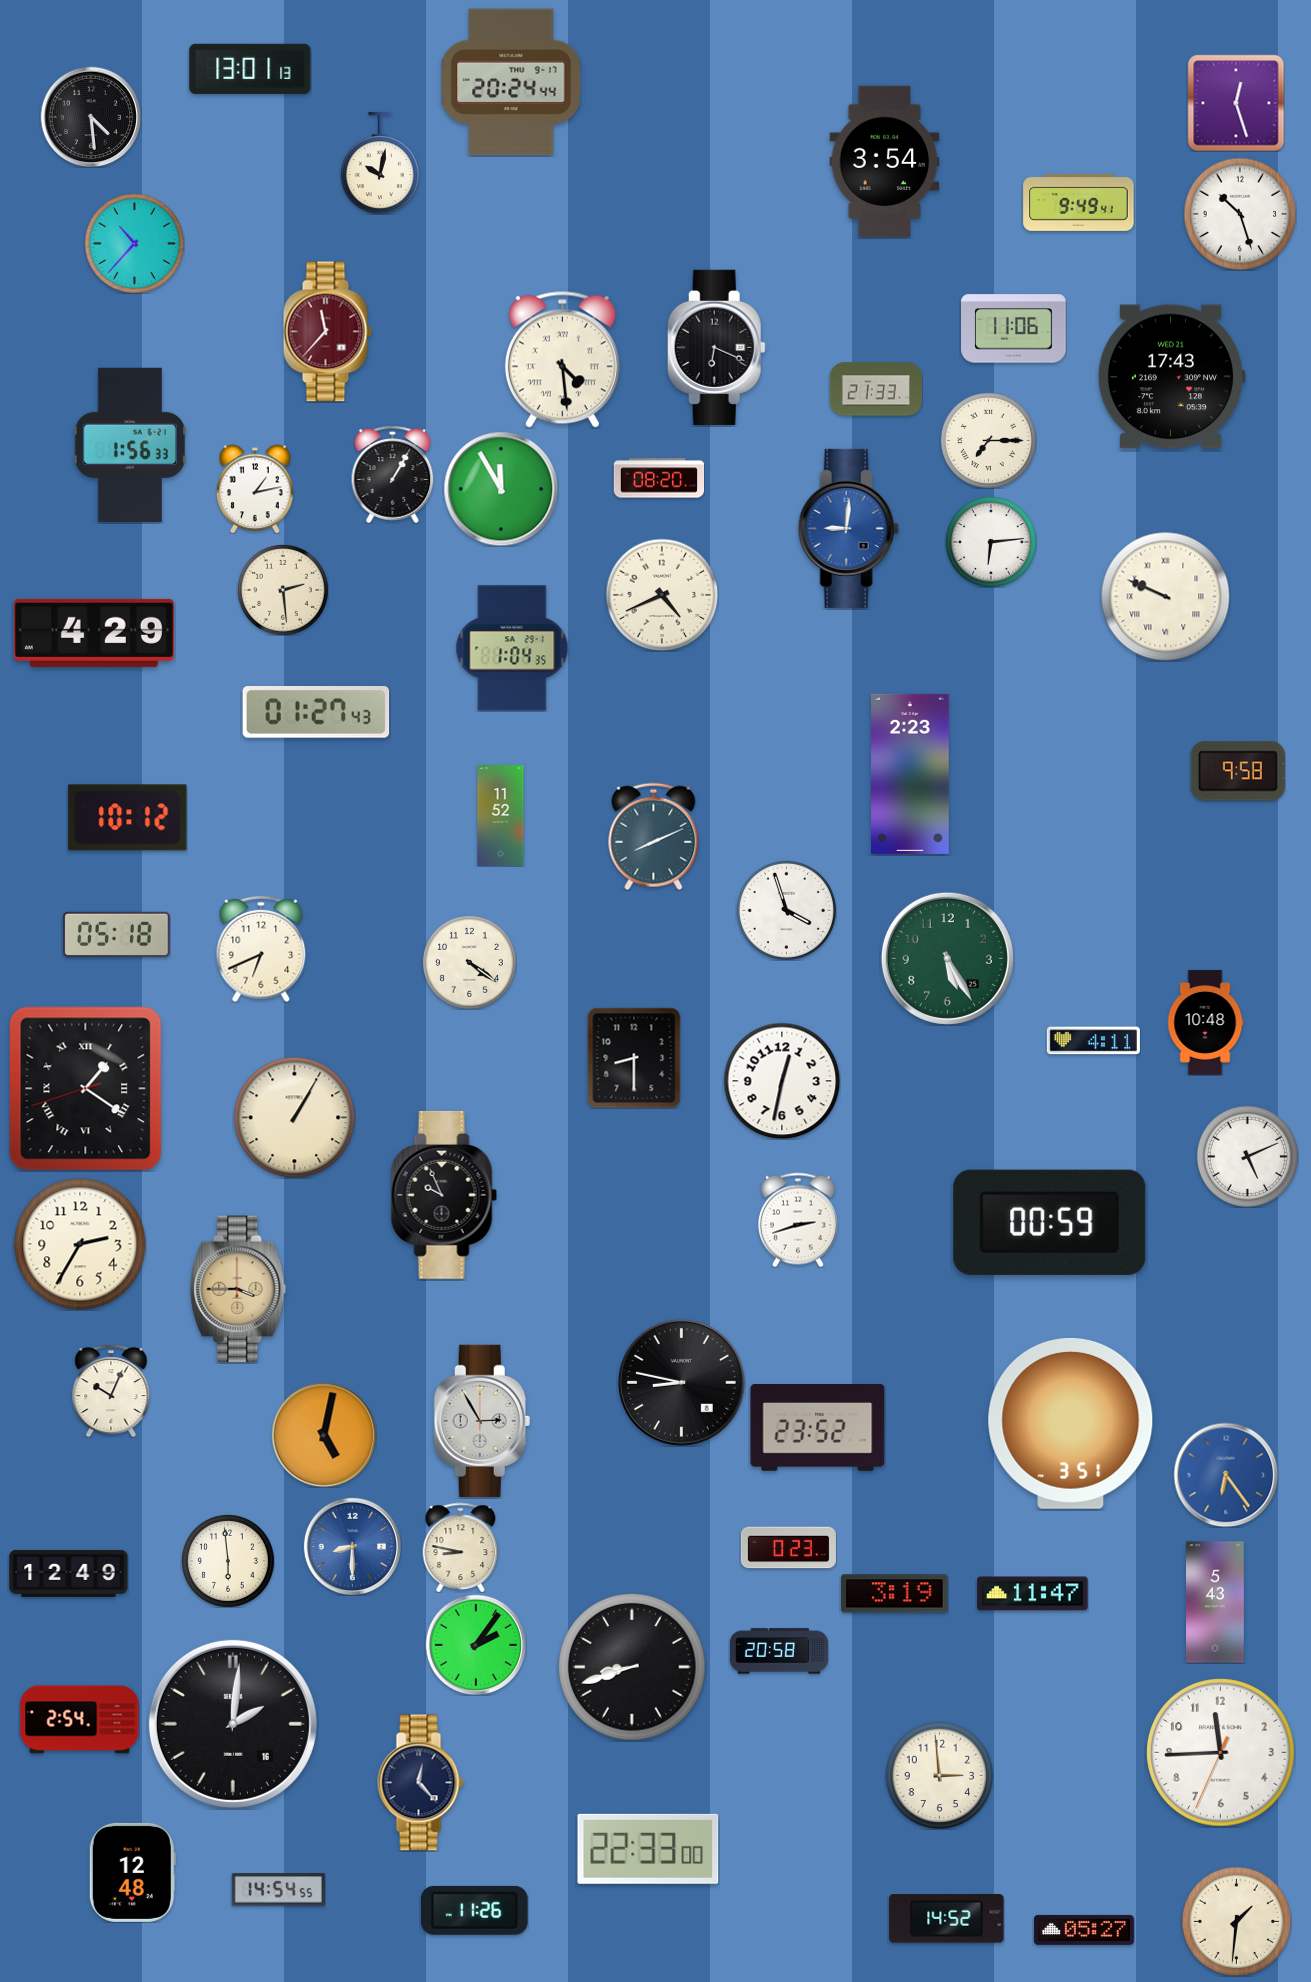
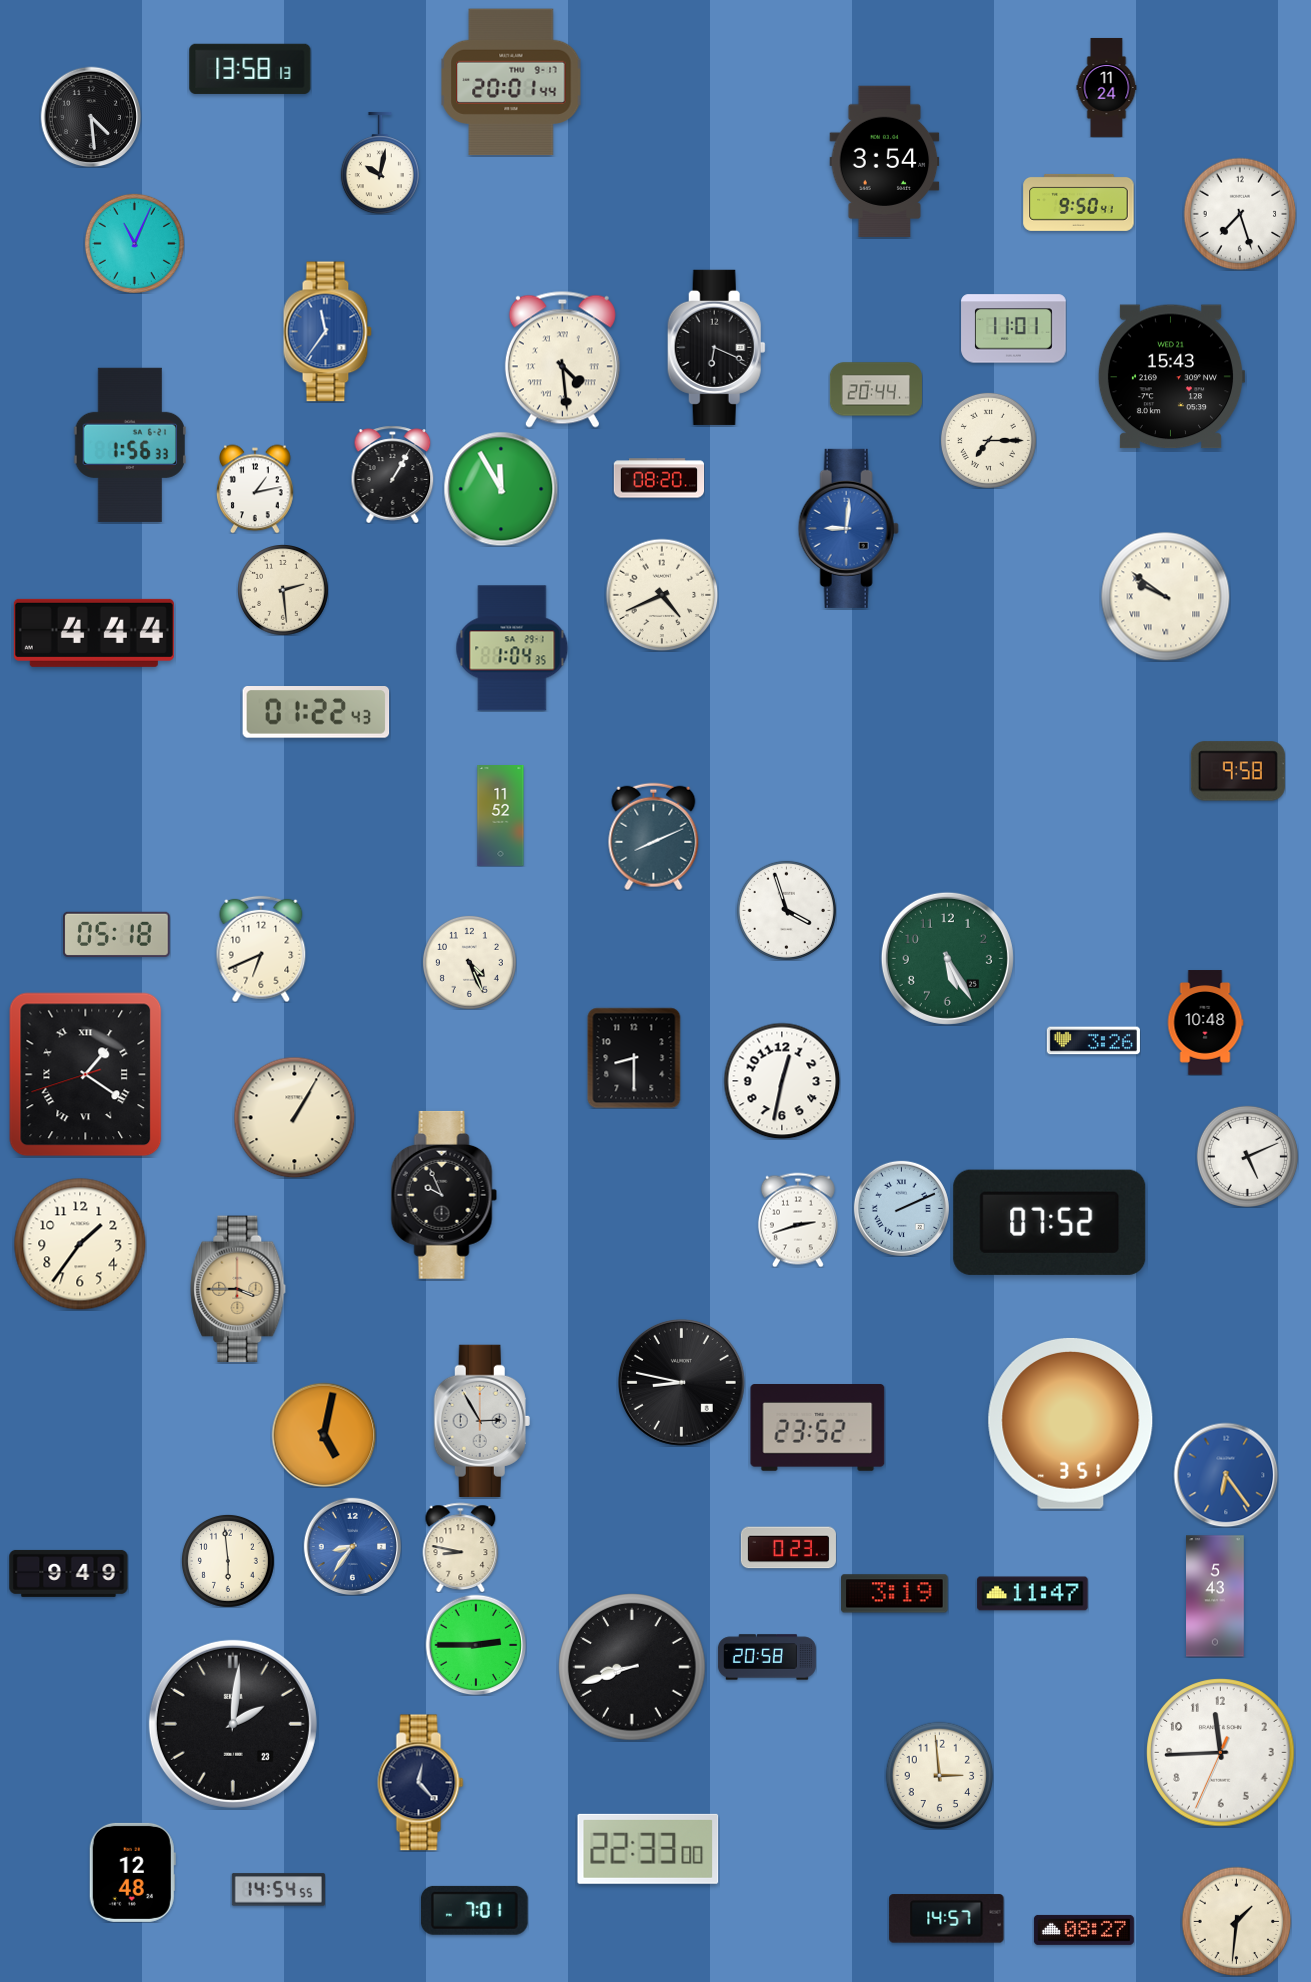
clock at (250, 69): 13:01 -> 13:58
clock at (511, 82): 20:24 -> 20:01
clock at (1107, 87): none -> 11:24
clock at (1236, 103): 12:27 -> none
clock at (1079, 202): 9:49 -> 9:50
clock at (1240, 214): 10:27 -> 7:27
clock at (134, 243): 10:37 -> 11:04
clock at (1014, 329): 11:06 -> 11:01
clock at (327, 332): 11:37 -> 11:36
clock at (327, 332) dial: burgundy -> blue
clock at (1171, 377): 17:43 -> 15:43
clock at (876, 389): 21:33 -> 20:44
clock at (991, 542): 6:14 -> none
clock at (1165, 596): 9:49 -> 9:51
clock at (94, 633): 4:29 -> 4:44
clock at (316, 712): 01:27 -> 01:22
clock at (910, 774): 2:23 -> none
clock at (128, 818): 10:12 -> none
clock at (469, 962): 4:21 -> 4:26
clock at (1093, 1041): 4:11 -> 3:26
clock at (86, 1089) position: (86, 1089) -> (86, 1075)
clock at (901, 1208): none -> 2:11
clock at (1050, 1222): 00:59 -> 07:52
clock at (80, 1244): 2:35 -> 1:36
clock at (111, 1391): 10:04 -> none
clock at (352, 1546): 8:30 -> 8:36
clock at (69, 1573): 12:49 -> 9:49
clock at (1216, 1602) position: (1216, 1602) -> (1216, 1596)
clock at (476, 1645): 2:06 -> 2:45
clock at (779, 1651) position: (779, 1651) -> (767, 1657)
clock at (80, 1720): 2:54 -> none
clock at (233, 1724) date: 16 -> 23
clock at (474, 1910): 11:26 -> 7:01
clock at (947, 1919): 14:52 -> 14:57
clock at (1084, 1930): 05:27 -> 08:27
